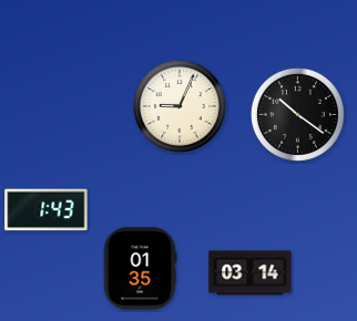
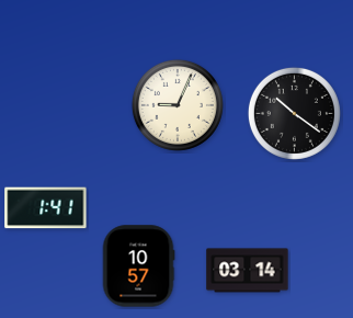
clock at (47, 210): 1:43 -> 1:41
clock at (140, 269): 01:35 -> 10:57
